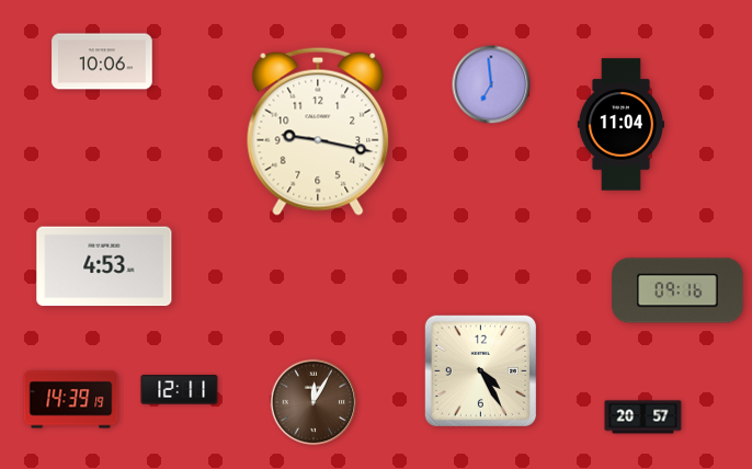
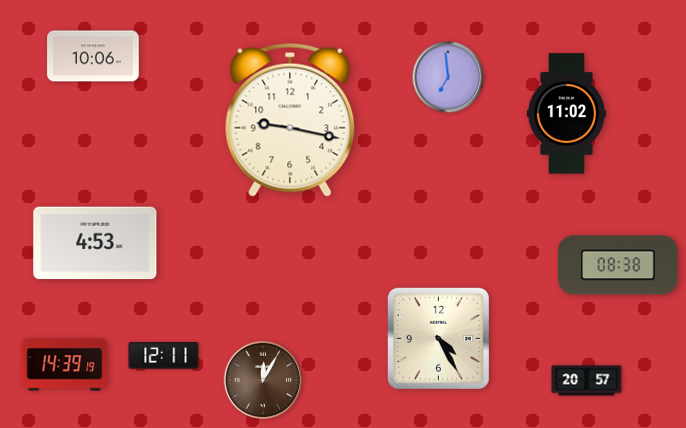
clock at (622, 125): 11:04 -> 11:02
clock at (677, 290): 09:16 -> 08:38
clock at (314, 402) position: (314, 402) -> (263, 380)
